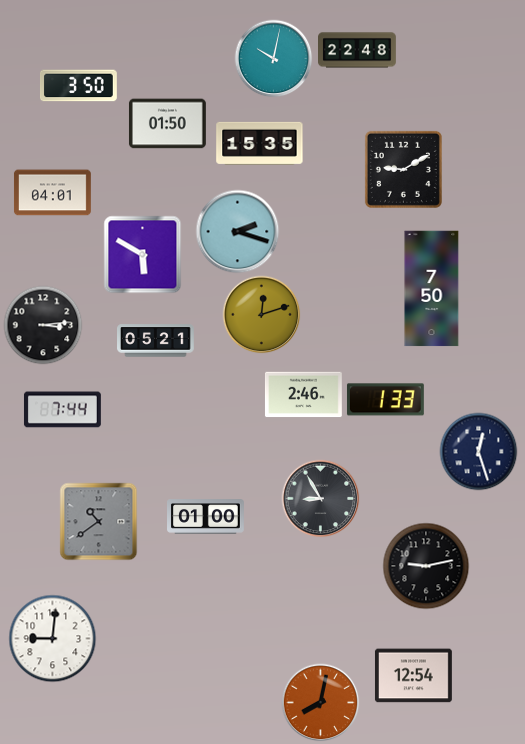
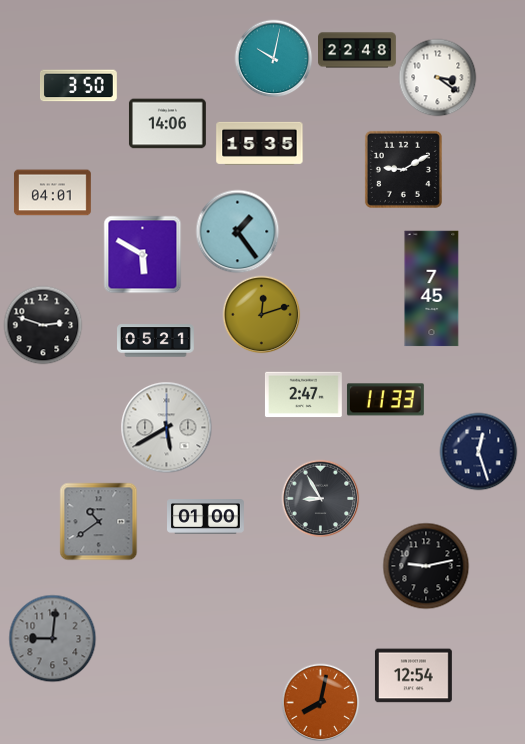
clock at (437, 77): none -> 3:21
clock at (167, 124): 01:50 -> 14:06
clock at (237, 231): 2:18 -> 1:24
clock at (432, 289): 7:50 -> 7:45
clock at (43, 325): 3:14 -> 2:48
clock at (303, 395): 2:46 -> 2:47
clock at (385, 400): 1:33 -> 11:33
clock at (63, 410): 7:44 -> none
clock at (166, 427): none -> 5:40
clock at (52, 638) dial: white -> grey
